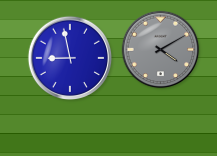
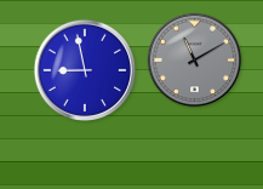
clock at (161, 50): 4:10 -> 11:10
